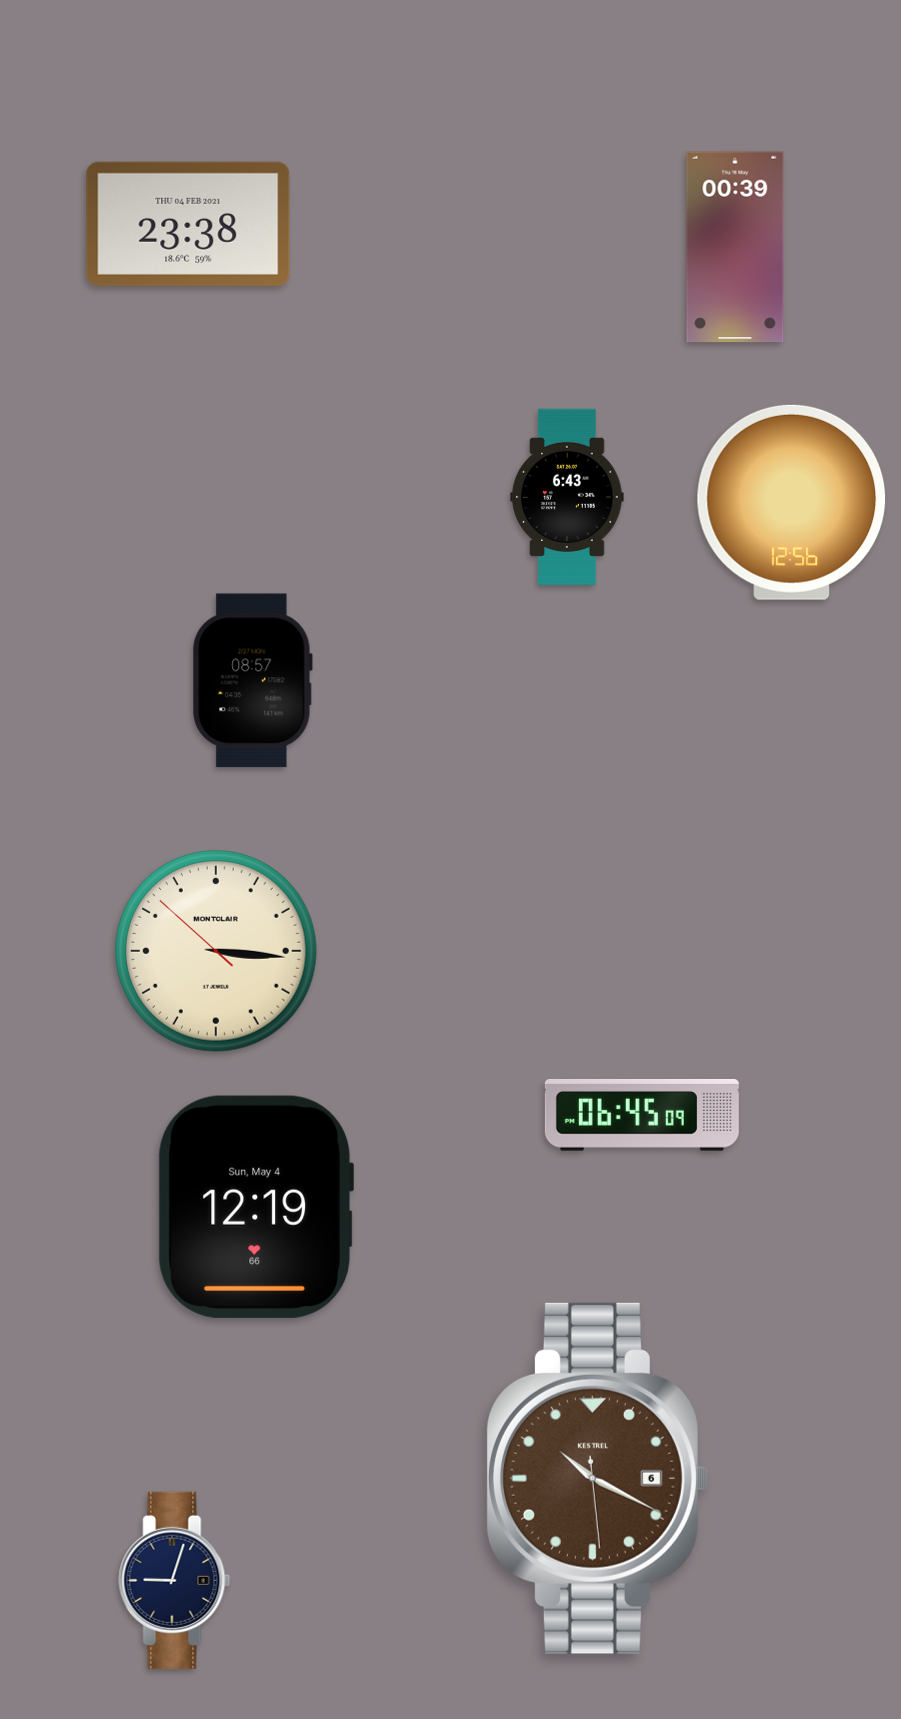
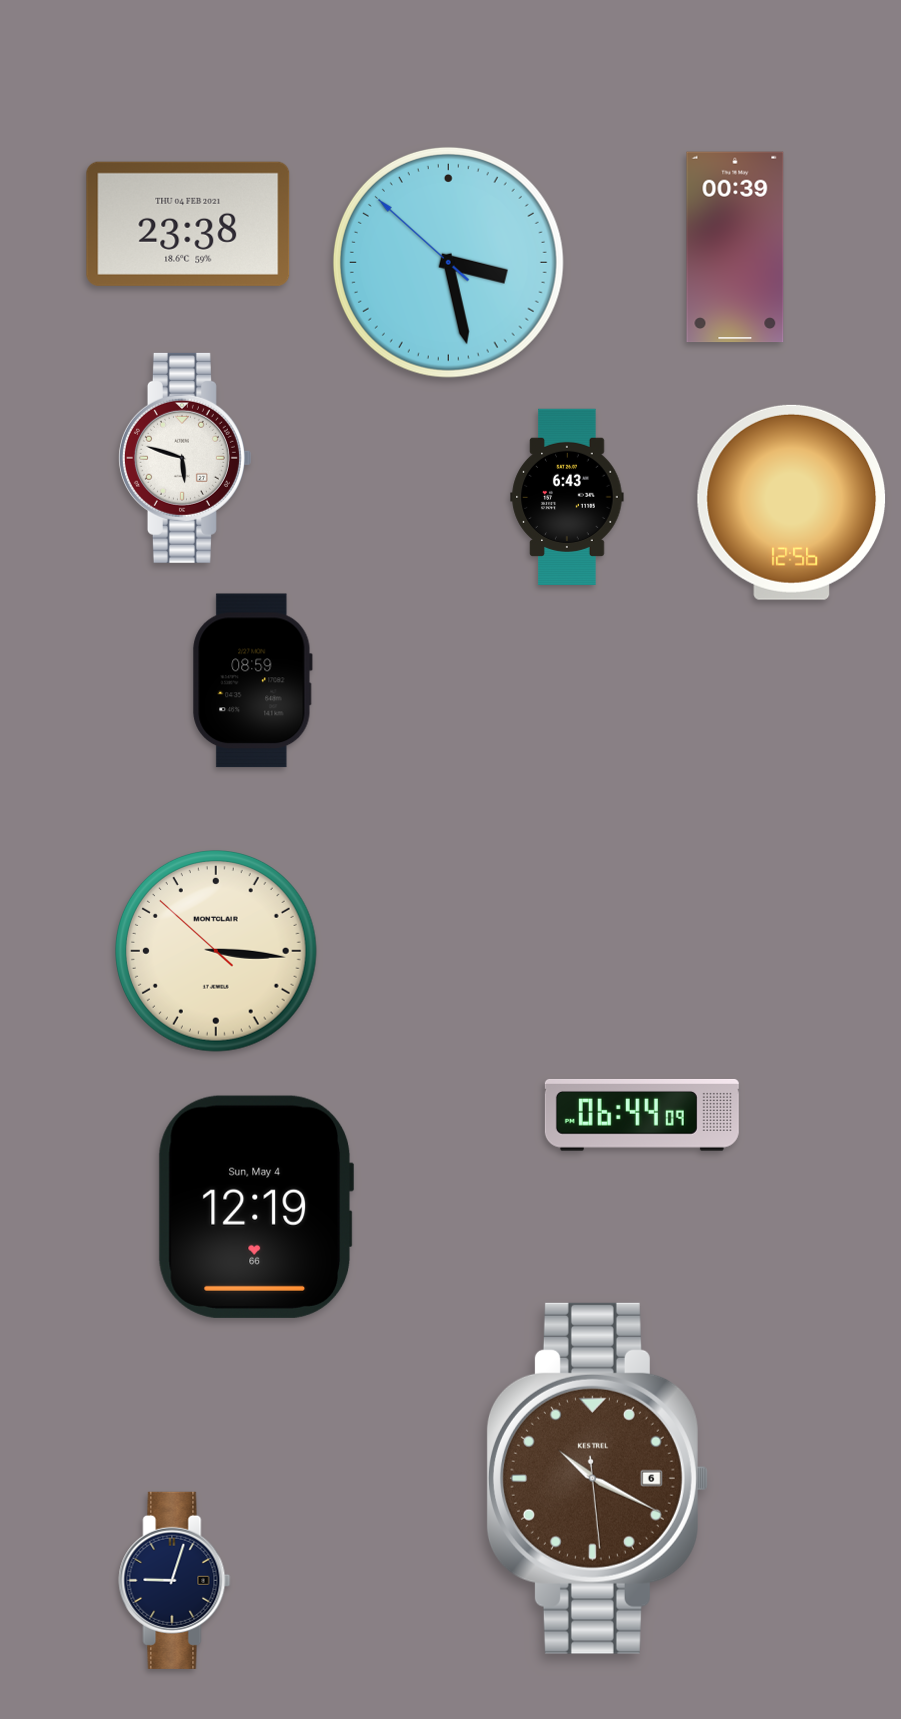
clock at (448, 262): none -> 3:27
clock at (184, 458): none -> 5:48
clock at (253, 681): 08:57 -> 08:59
clock at (642, 1115): 06:45 -> 06:44
